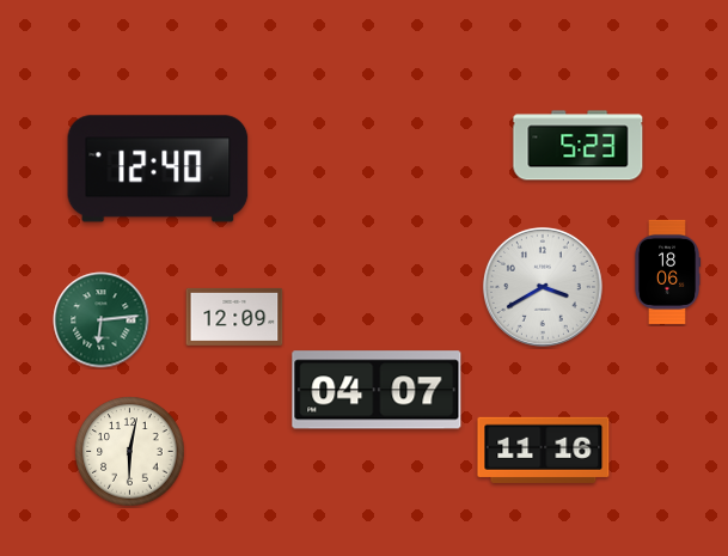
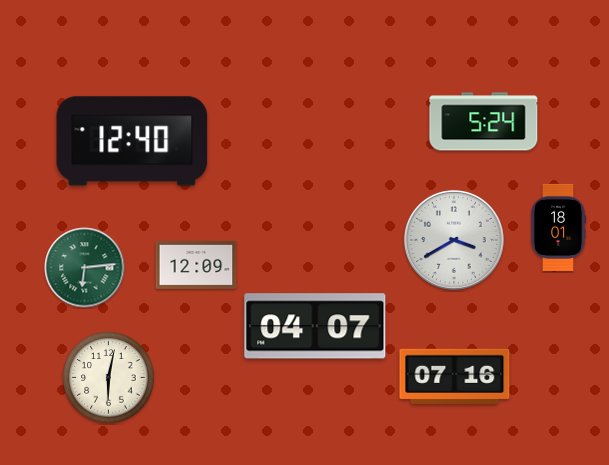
clock at (579, 146): 5:23 -> 5:24
clock at (667, 271): 18:06 -> 18:01
clock at (544, 450): 11:16 -> 07:16
